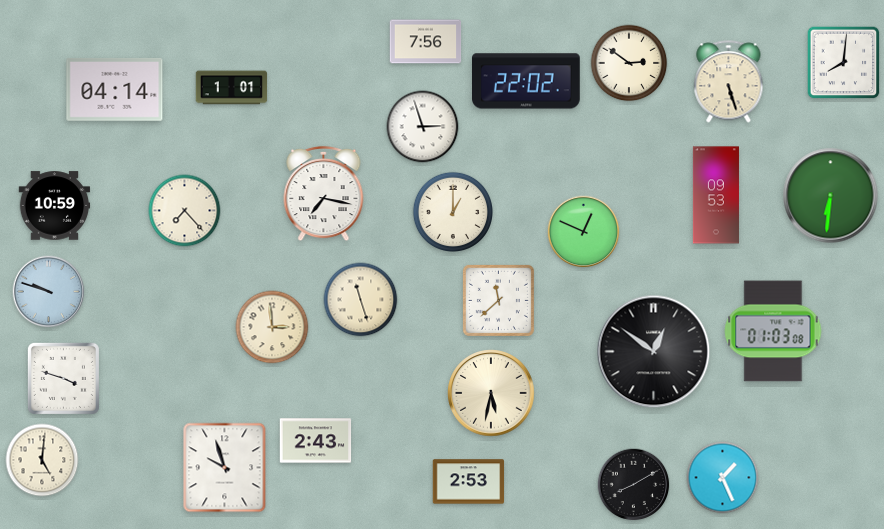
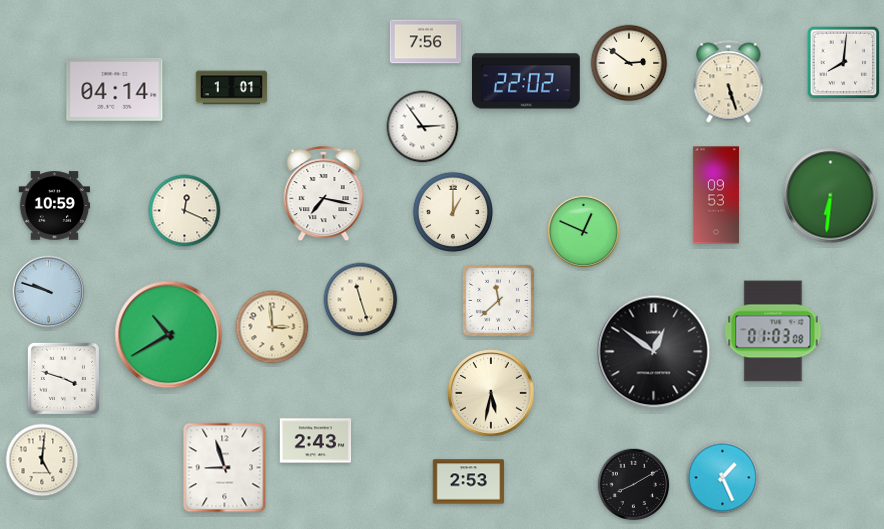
clock at (423, 127): 2:57 -> 2:54
clock at (185, 211): 7:23 -> 12:19
clock at (169, 335): none -> 10:40
clock at (225, 468): 9:57 -> 8:57
